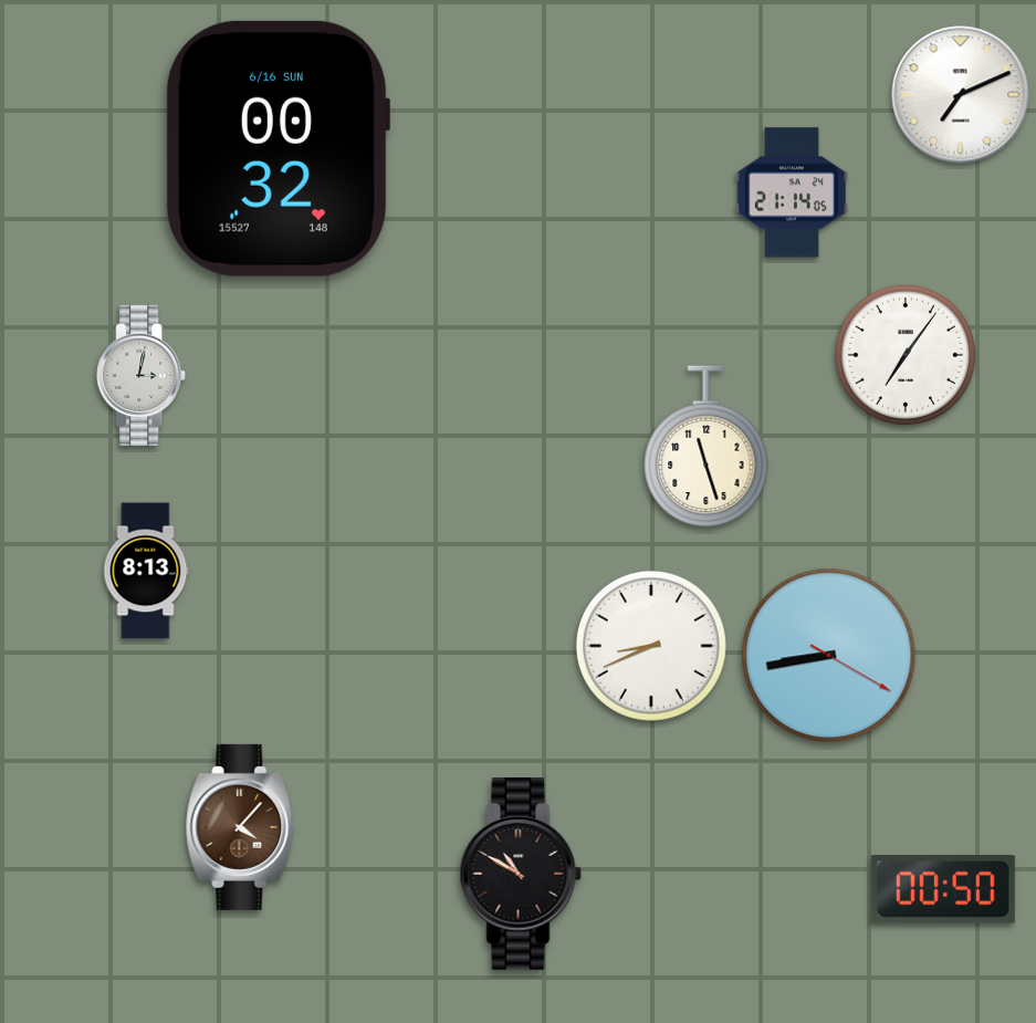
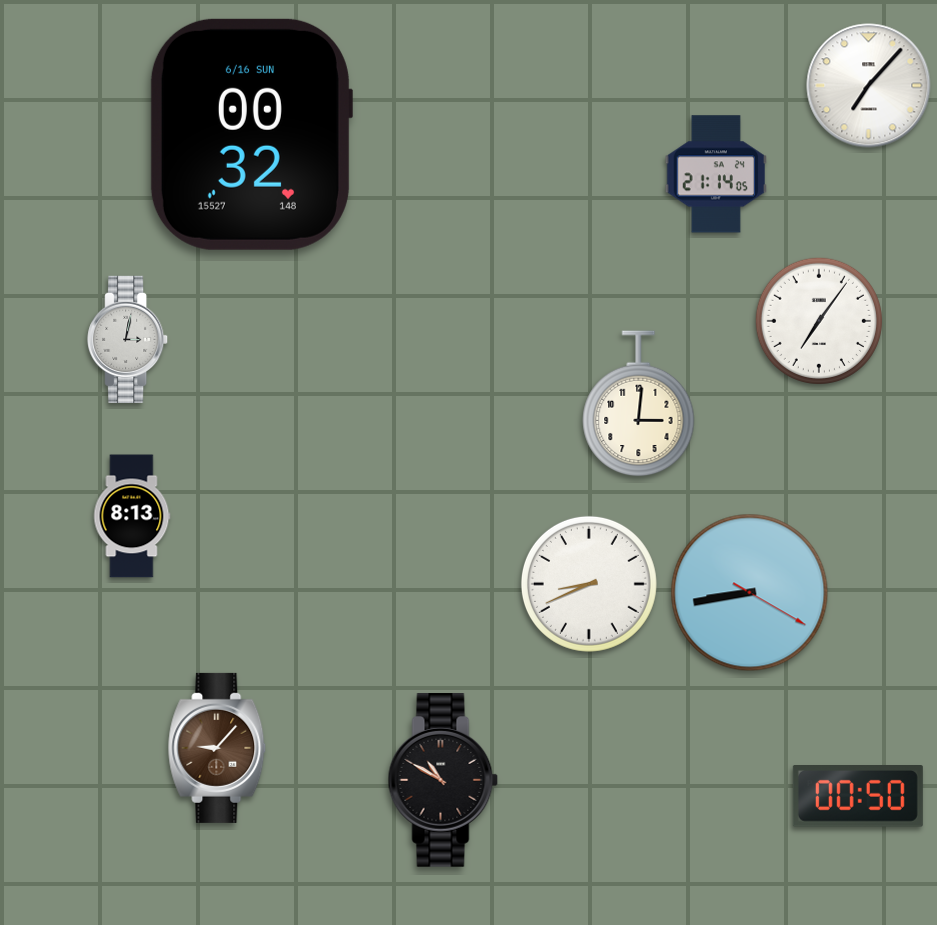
clock at (961, 95): 7:11 -> 7:07
clock at (707, 447): 11:27 -> 3:01
clock at (240, 827): 4:07 -> 9:07
clock at (521, 874) position: (521, 874) -> (443, 780)
clock at (943, 890) position: (943, 890) -> (858, 797)
